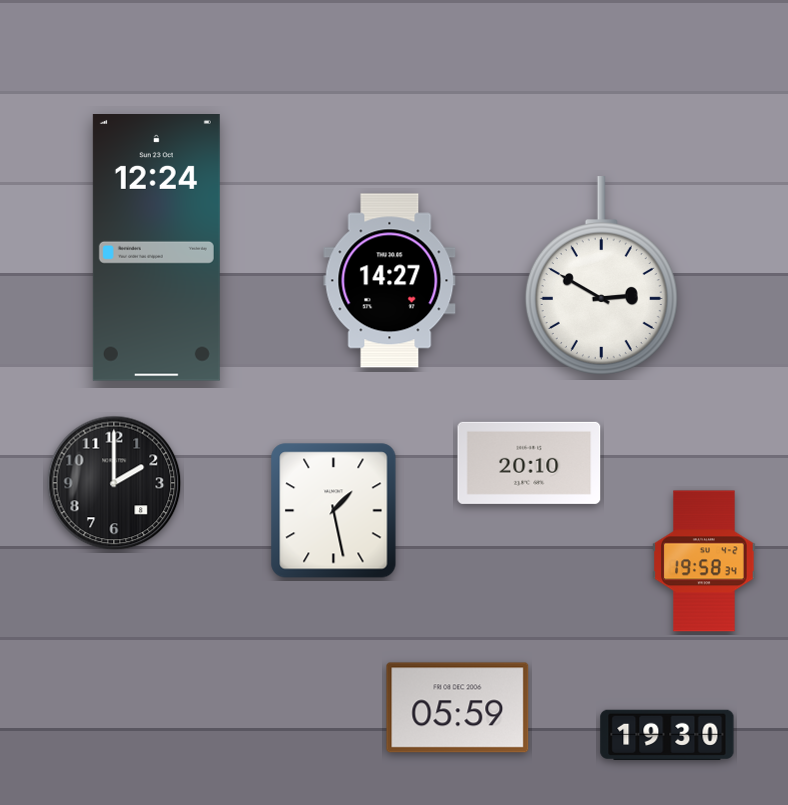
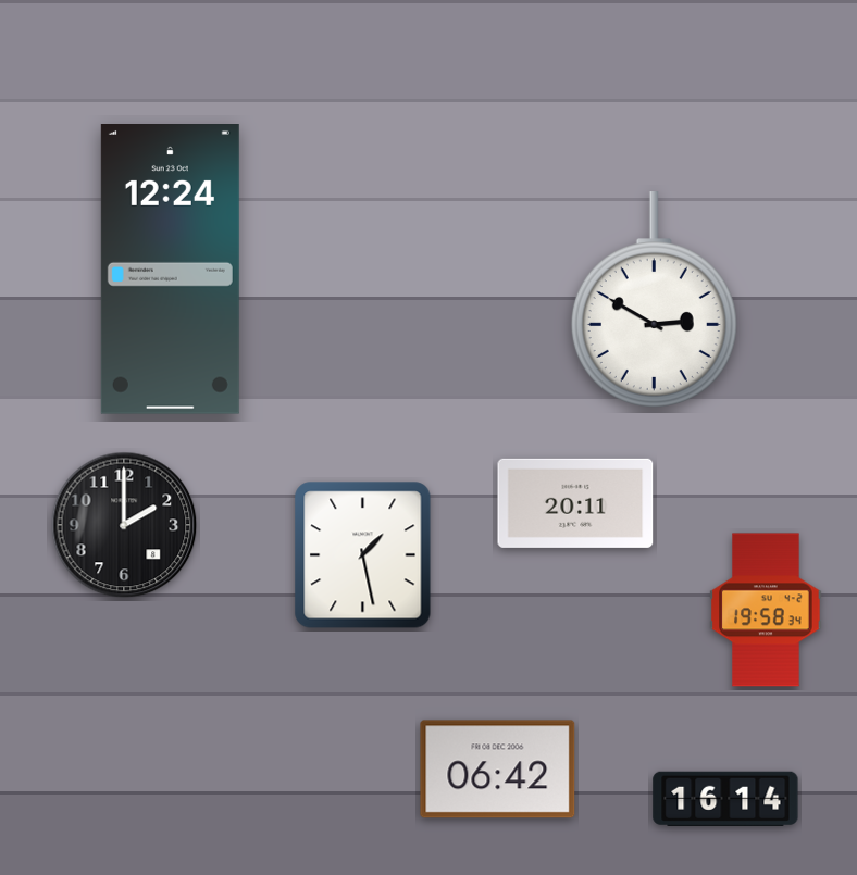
clock at (390, 281): 14:27 -> none
clock at (529, 463): 20:10 -> 20:11
clock at (458, 708): 05:59 -> 06:42
clock at (667, 735): 19:30 -> 16:14
